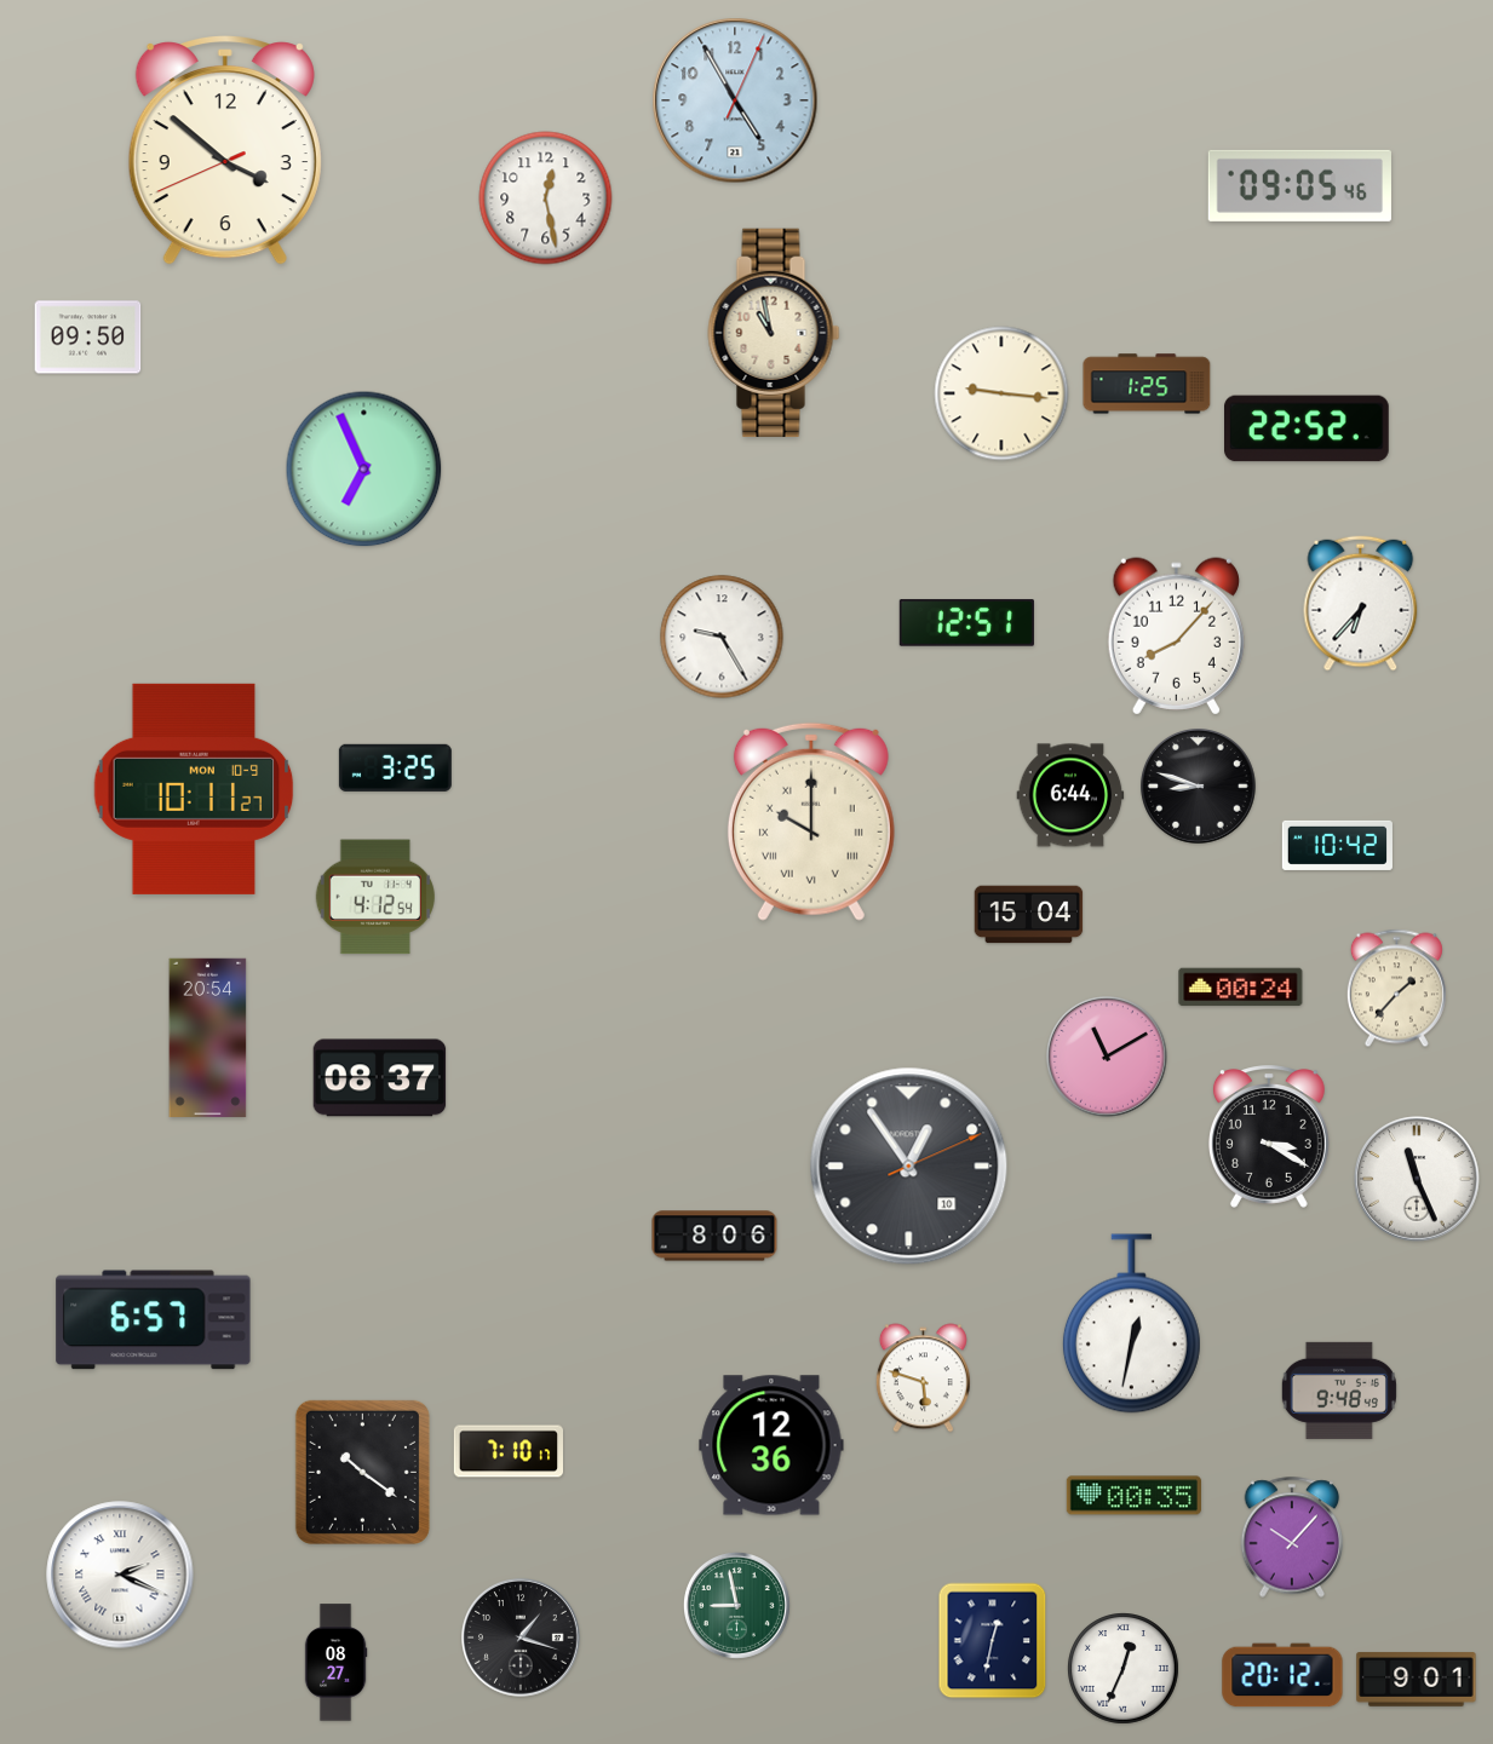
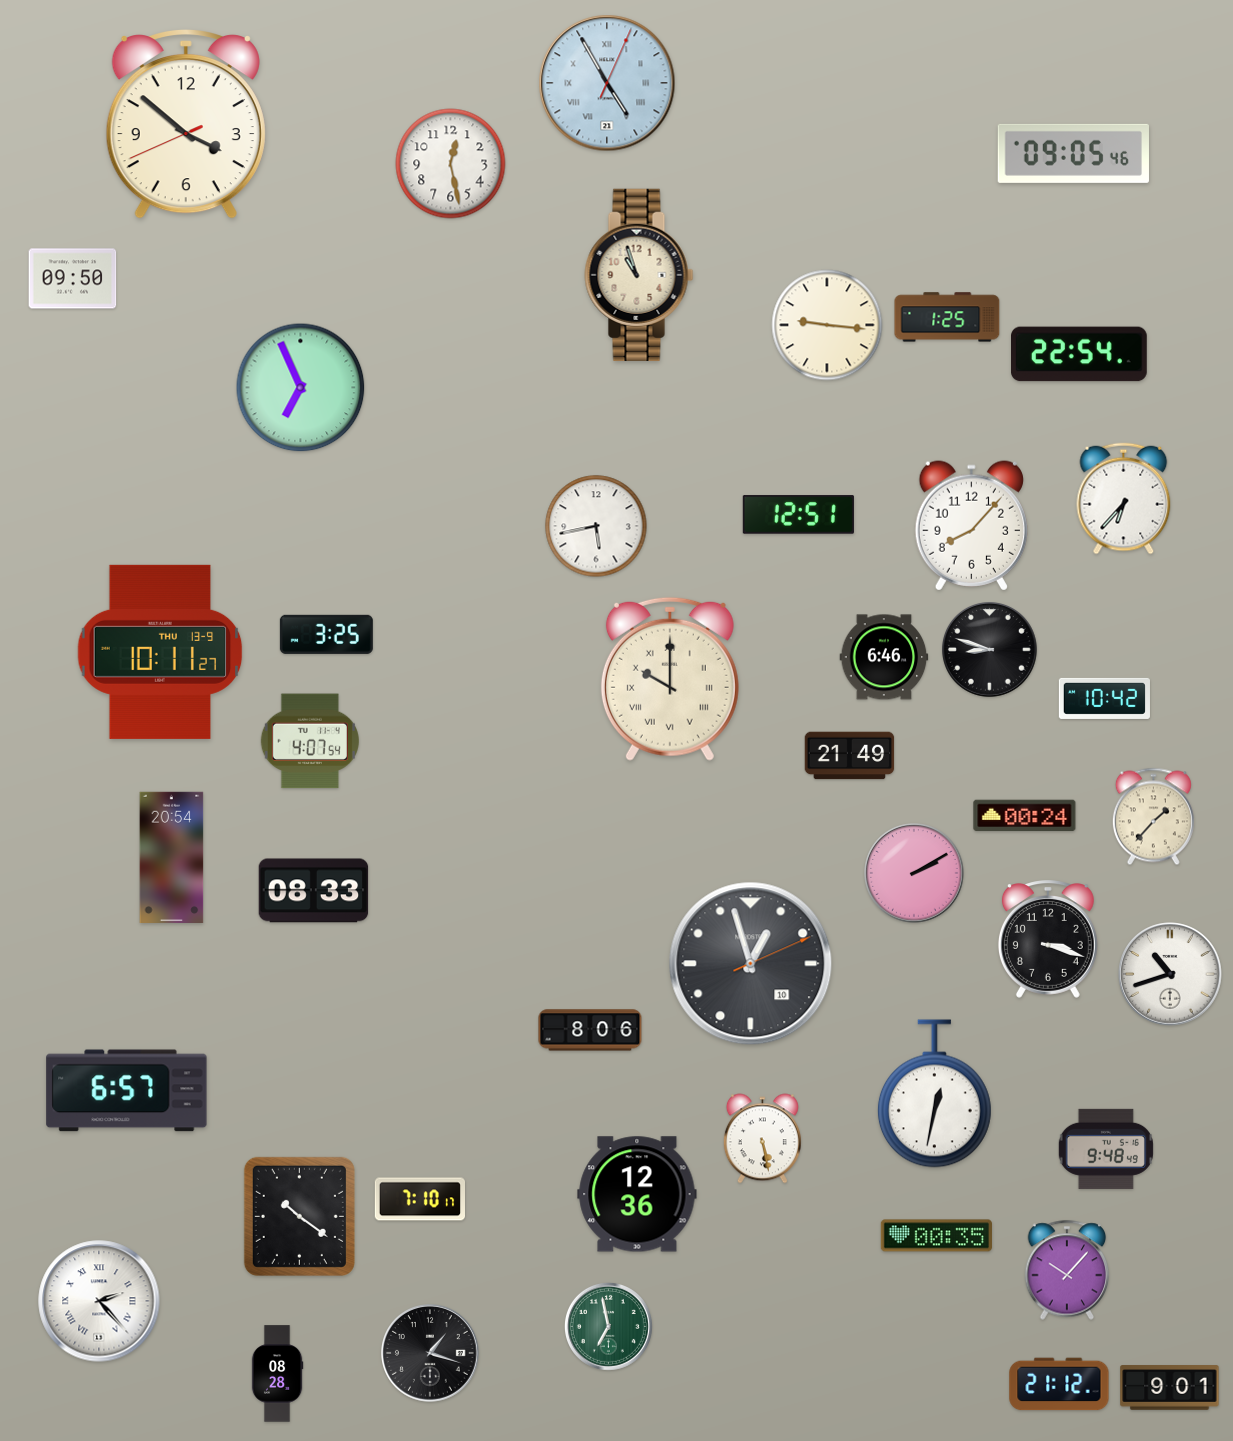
clock at (735, 100) numerals: Arabic -> Roman
clock at (774, 333): 10:58 -> 10:57
clock at (1308, 428): 22:52 -> 22:54
clock at (722, 637): 9:25 -> 5:43
clock at (194, 789) date: MON 10-9 -> THU 13-9
clock at (1070, 795): 6:44 -> 6:46
clock at (375, 897): 4:12 -> 4:07
clock at (1029, 915): 15:04 -> 21:49
clock at (1107, 1057): 11:10 -> 2:10
clock at (380, 1078): 08:37 -> 08:33
clock at (1269, 1136): 3:20 -> 3:18
clock at (909, 1167): 12:54 -> 12:57
clock at (1417, 1179): 11:26 -> 10:42
clock at (714, 1236) position: (714, 1236) -> (590, 1030)
clock at (923, 1378): 5:48 -> 5:28
clock at (120, 1575): 2:19 -> 2:23
clock at (736, 1605): 8:58 -> 6:58
clock at (993, 1641): 12:32 -> none
clock at (335, 1663): 08:27 -> 08:28
clock at (1124, 1669): 12:34 -> none
clock at (1282, 1675): 20:12 -> 21:12
